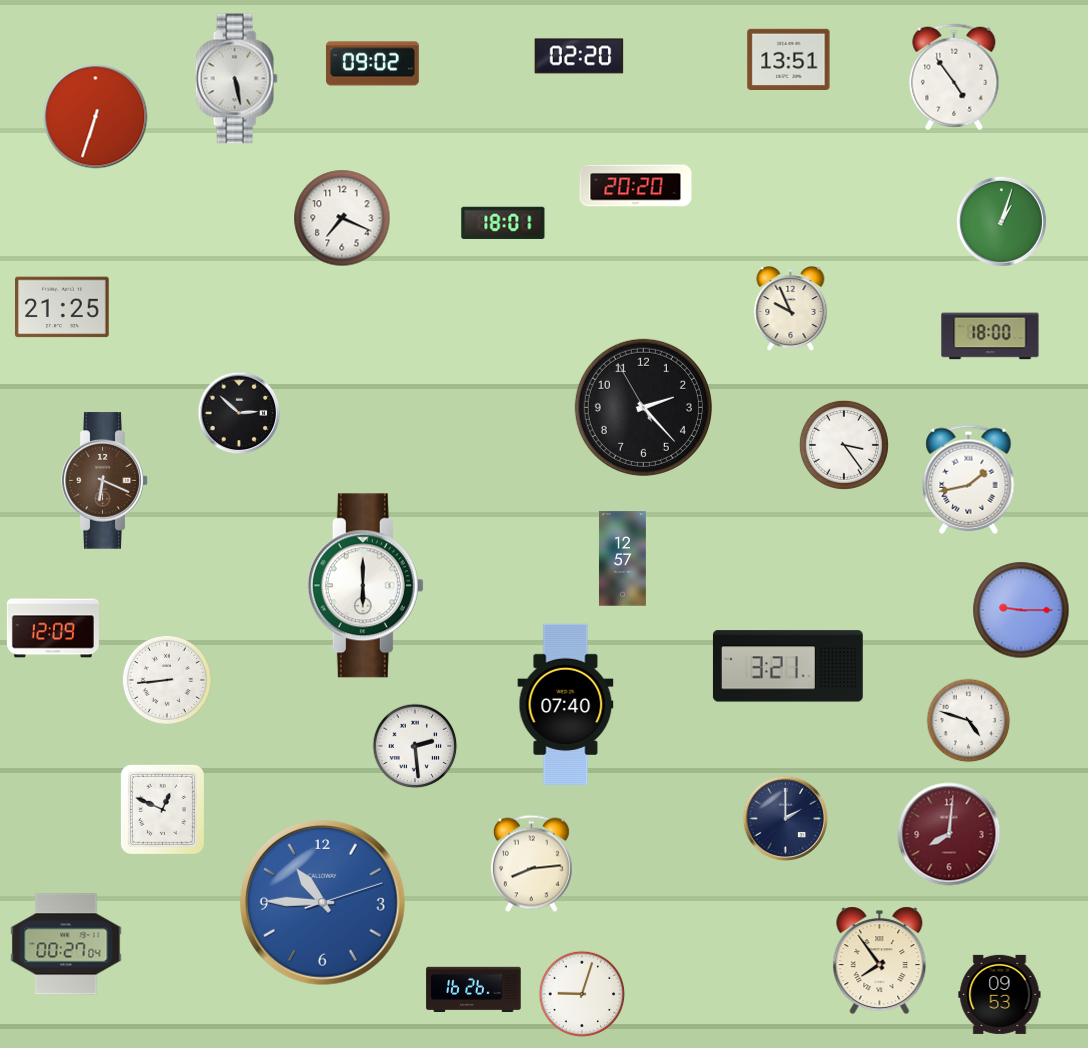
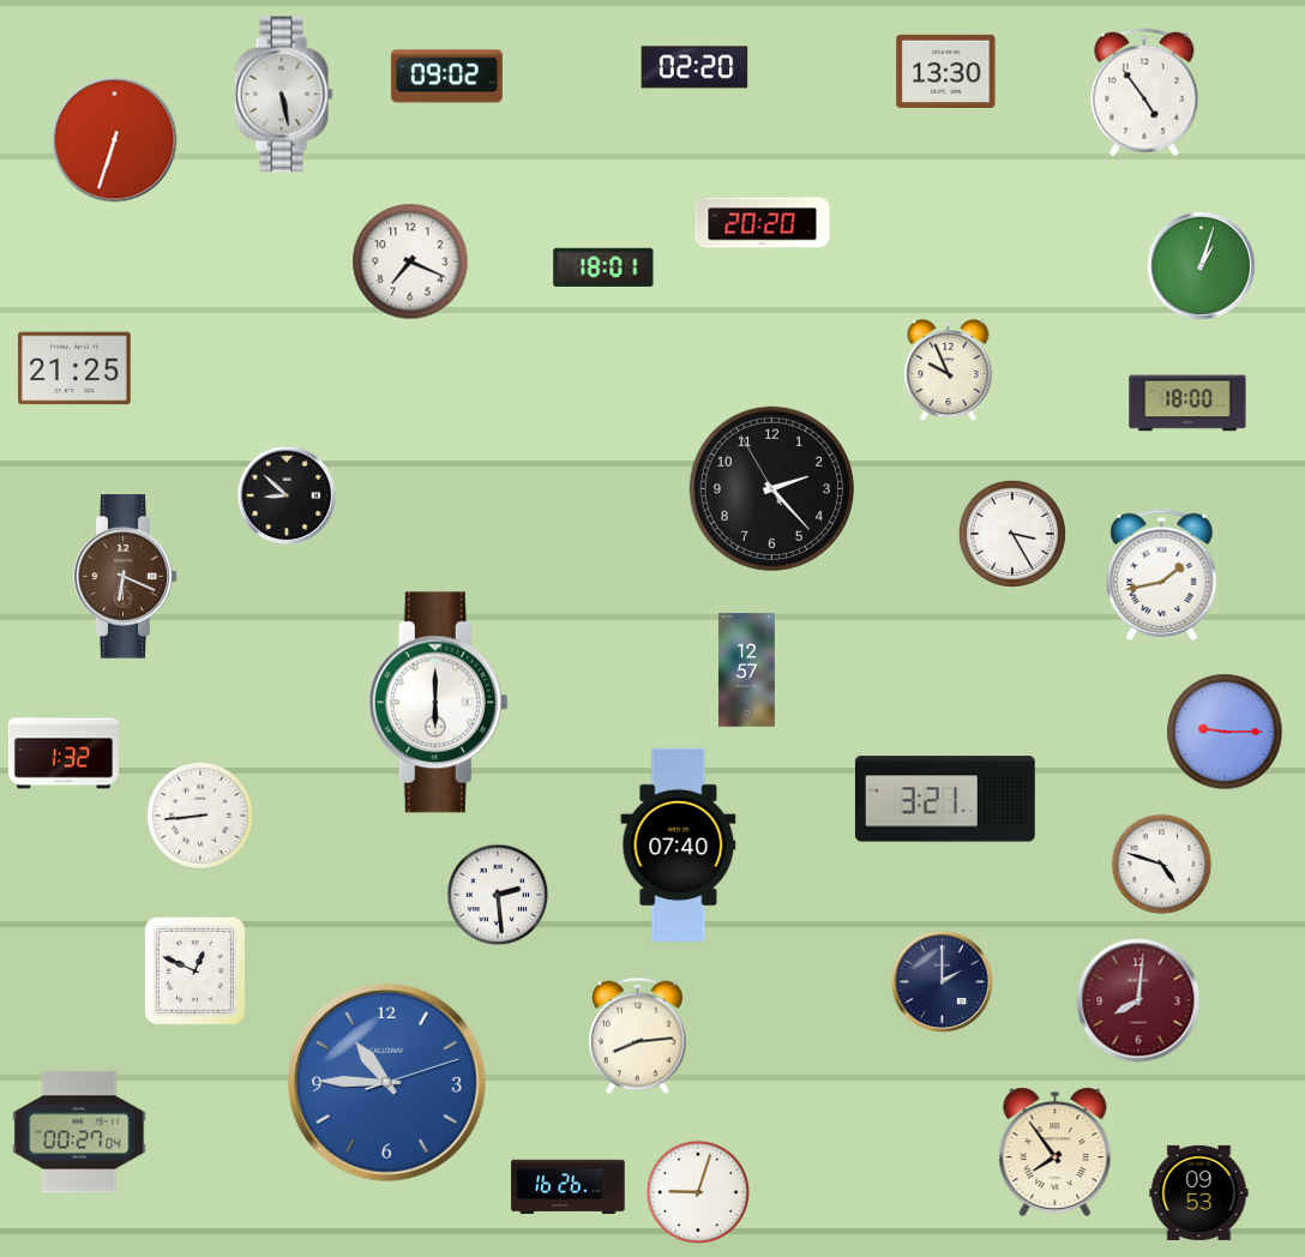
clock at (789, 59): 13:51 -> 13:30
clock at (239, 413): 2:52 -> 8:52
clock at (844, 445): 3:24 -> 3:25
clock at (53, 628): 12:09 -> 1:32
